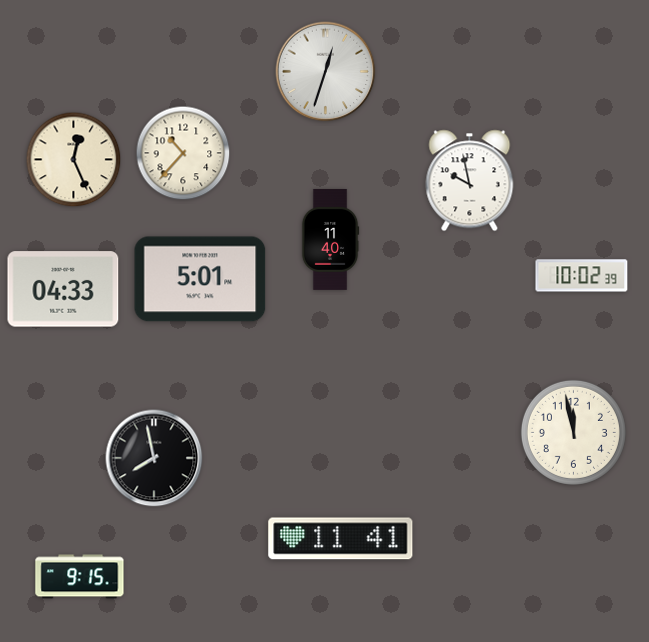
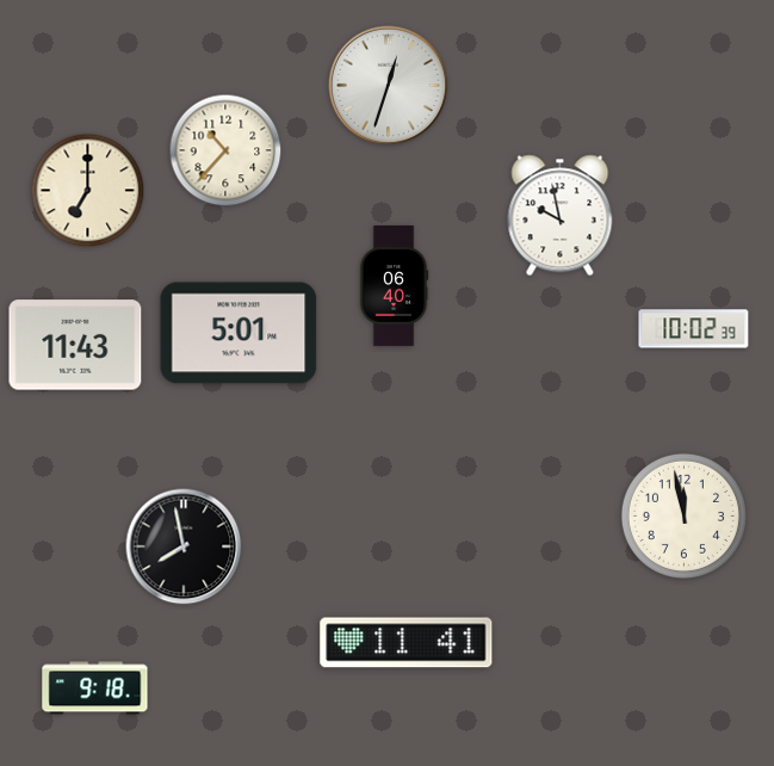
clock at (183, 153) position: (183, 153) -> (225, 150)
clock at (74, 160): 12:26 -> 7:00
clock at (330, 239): 11:40 -> 06:40
clock at (63, 289): 04:33 -> 11:43
clock at (80, 577): 9:15 -> 9:18
